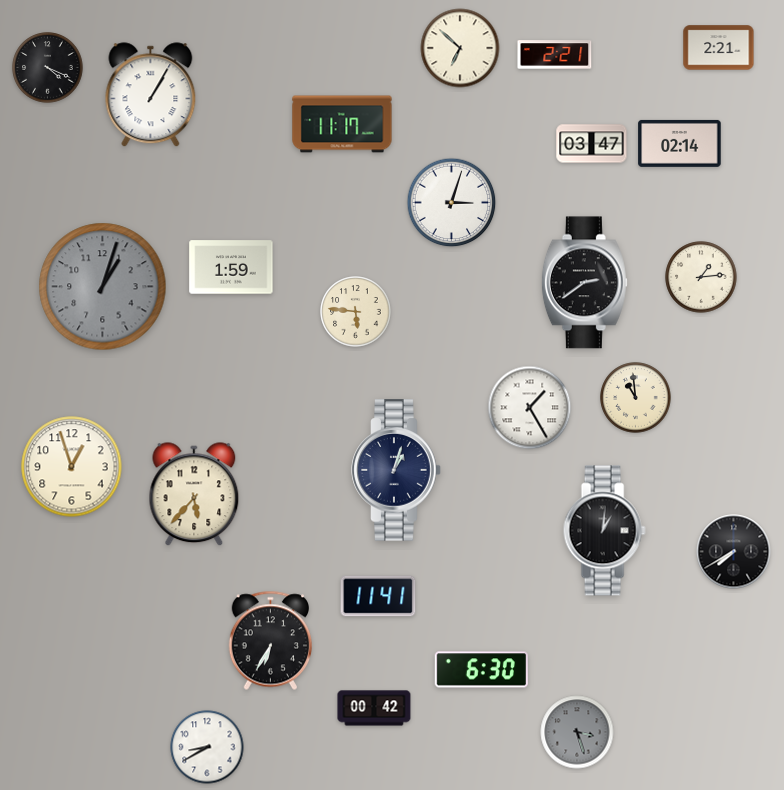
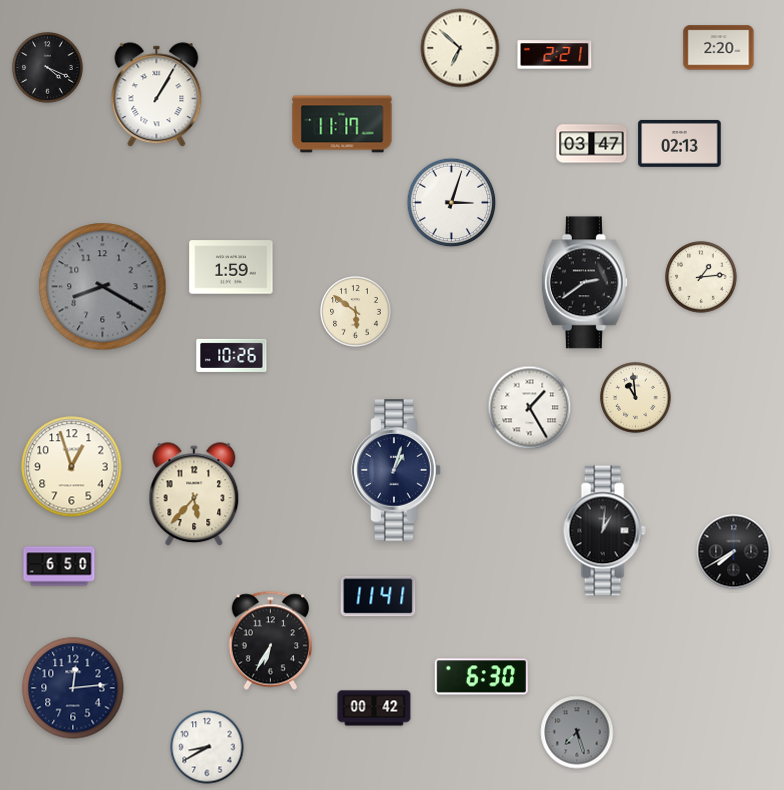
clock at (719, 48): 2:21 -> 2:20
clock at (151, 95) position: (151, 95) -> (157, 95)
clock at (680, 143): 02:14 -> 02:13
clock at (103, 287): 1:03 -> 8:20
clock at (356, 312): 5:46 -> 5:51
clock at (232, 355): none -> 10:26
clock at (59, 566): none -> 6:50
clock at (481, 670) position: (481, 670) -> (481, 677)
clock at (73, 688): none -> 12:14
clock at (577, 732): 3:27 -> 7:27
